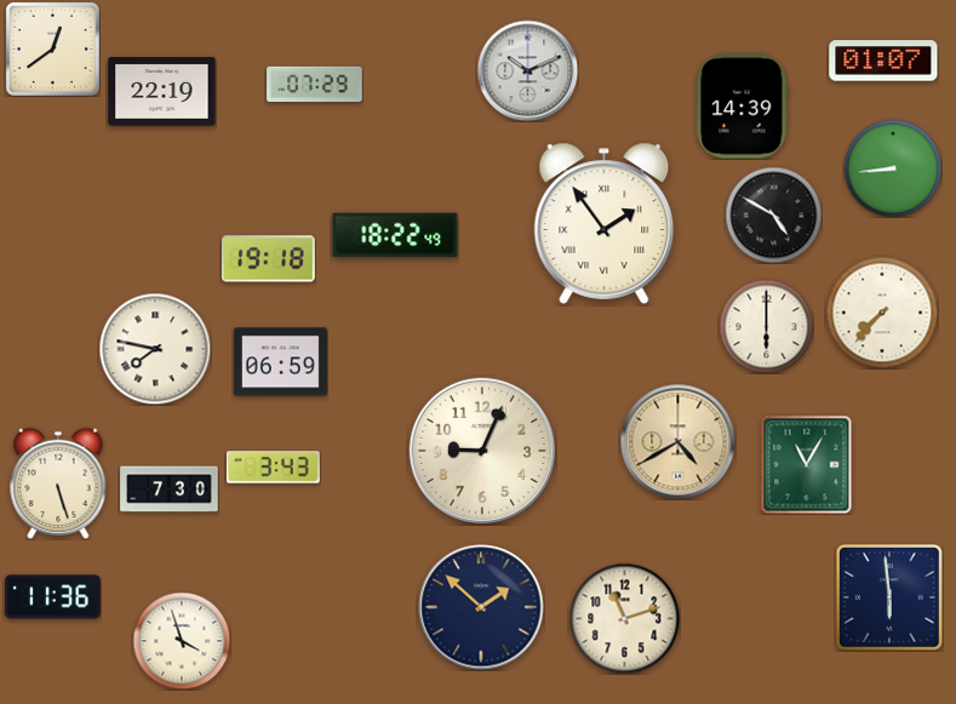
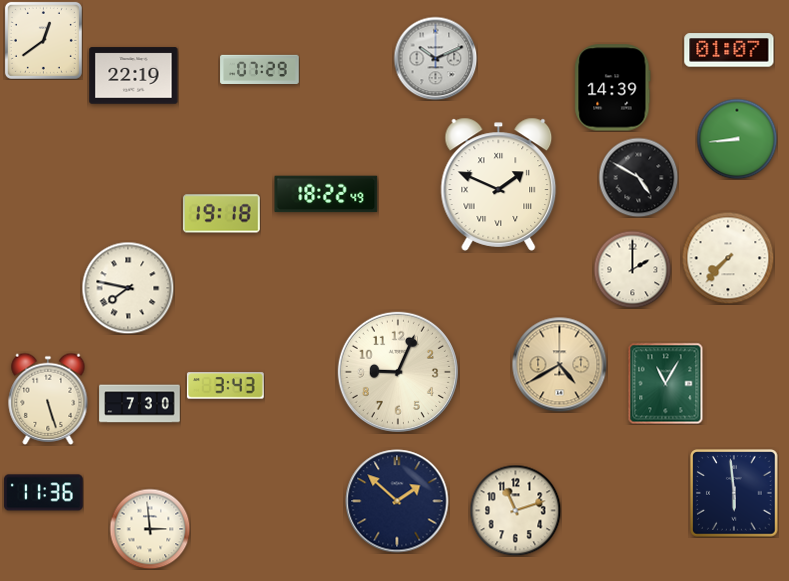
clock at (605, 223): 1:54 -> 1:49
clock at (766, 326): 6:00 -> 2:00
clock at (281, 362): 06:59 -> none
clock at (182, 641): 3:57 -> 2:59
